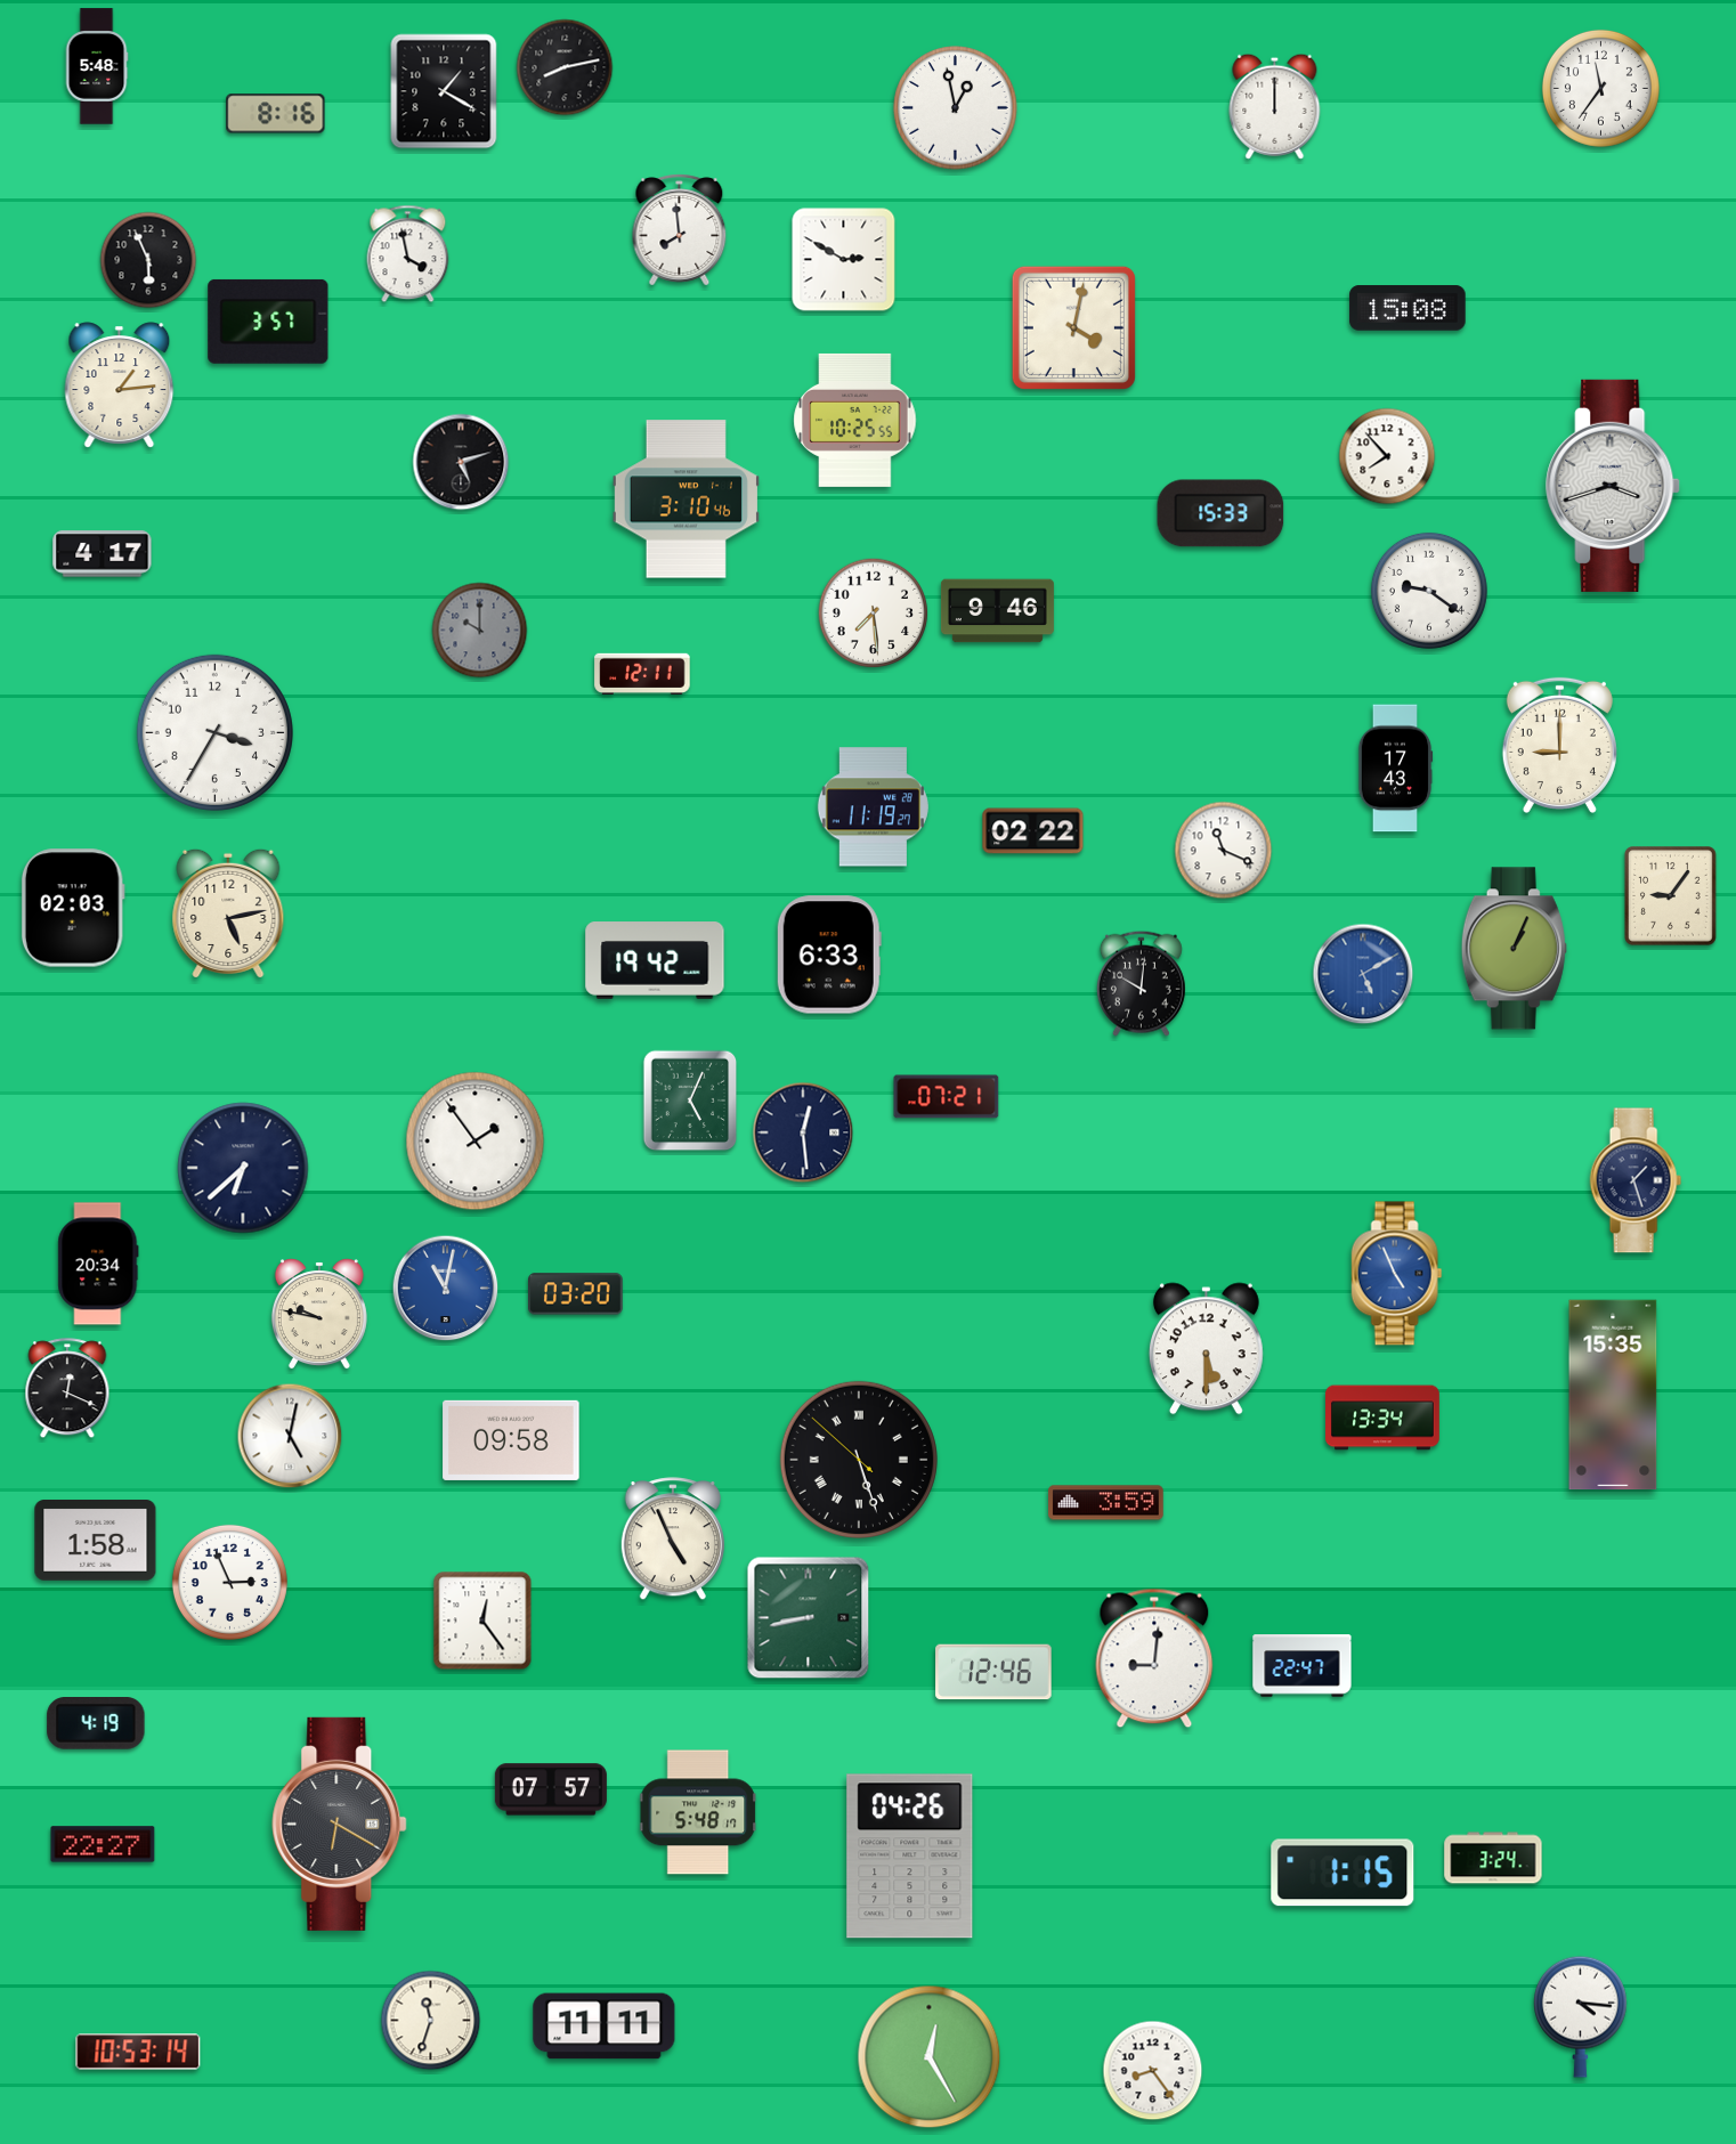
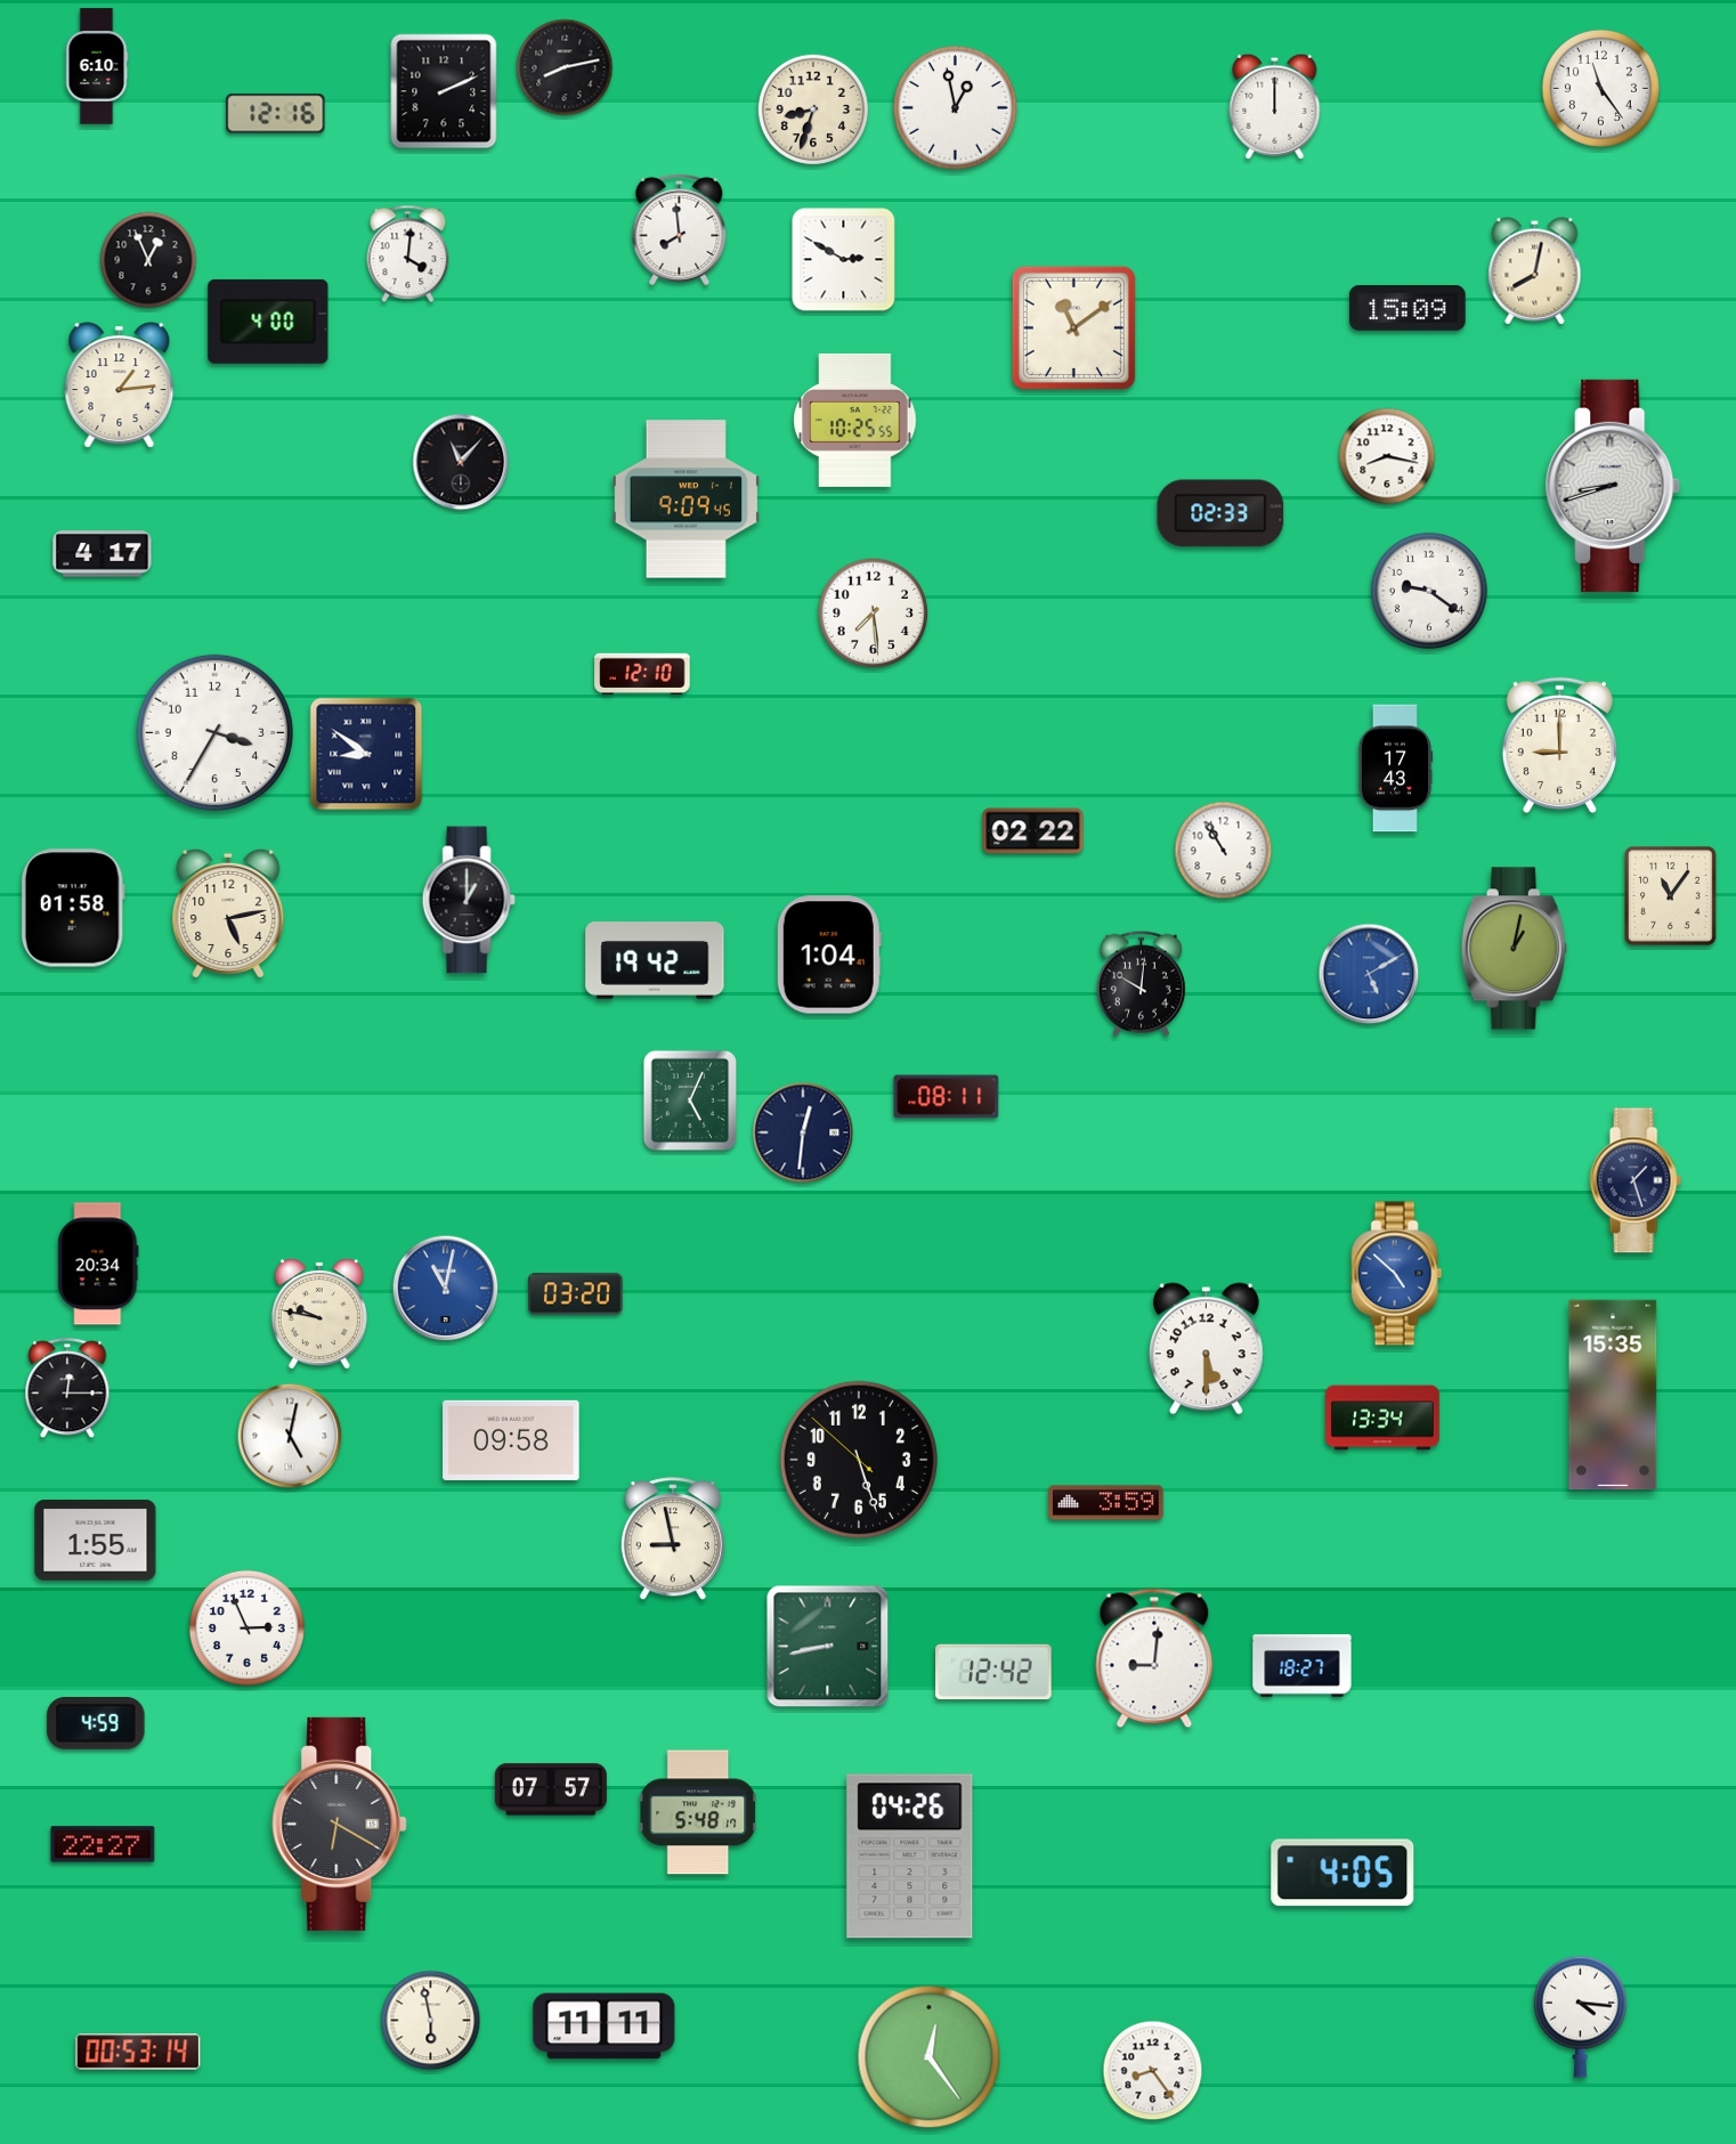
clock at (97, 66): 5:48 -> 6:10
clock at (1600, 88): 11:36 -> 11:24
clock at (444, 91): 1:20 -> 2:11
clock at (812, 108): none -> 8:33
clock at (276, 114): 8:16 -> 12:16
clock at (408, 254): 3:58 -> 4:01
clock at (148, 260): 5:56 -> 12:56
clock at (1535, 271): none -> 8:02
clock at (1408, 308): 15:08 -> 15:09
clock at (268, 322): 3:57 -> 4:00
clock at (1073, 327): 4:02 -> 11:09
clock at (1387, 456): 7:53 -> 8:17
clock at (461, 462): 5:12 -> 11:07
clock at (1614, 486): 3:42 -> 8:42
clock at (686, 500): 3:10 -> 9:09
clock at (1220, 513): 15:33 -> 02:33
clock at (997, 611): 9:46 -> none
clock at (480, 631): 10:00 -> none
clock at (642, 673): 12:11 -> 12:10
clock at (366, 754): none -> 8:51
clock at (873, 807): 11:19 -> none
clock at (1224, 851): 11:19 -> 10:55
clock at (1671, 896): 9:06 -> 11:06
clock at (469, 900): none -> 1:00
clock at (73, 908): 02:03 -> 01:58
clock at (1514, 949): 1:04 -> 1:02
clock at (829, 955): 6:33 -> 1:04
clock at (1363, 974) position: (1363, 974) -> (1369, 974)
clock at (947, 1097): 07:21 -> 08:11
clock at (803, 1132): 12:29 -> 12:31
clock at (476, 1142): 1:54 -> none
clock at (243, 1168): 6:38 -> none
clock at (1397, 1274): 4:56 -> 4:52
clock at (67, 1389): 12:19 -> 12:15
clock at (859, 1460) numerals: Roman -> Arabic
clock at (673, 1540): 4:56 -> 8:58
clock at (96, 1541): 1:58 -> 1:55
clock at (229, 1582) position: (229, 1582) -> (246, 1627)
clock at (809, 1618) position: (809, 1618) -> (828, 1647)
clock at (482, 1621): 12:24 -> none
clock at (1303, 1666): 22:47 -> 18:27
clock at (993, 1672): 12:46 -> 12:42
clock at (96, 1724): 4:19 -> 4:59
clock at (1493, 1858): 3:24 -> none
clock at (1342, 1873): 1:15 -> 4:05
clock at (431, 2021): 11:33 -> 5:58
clock at (138, 2052): 10:53 -> 00:53
clock at (930, 2057): 12:25 -> 12:24
